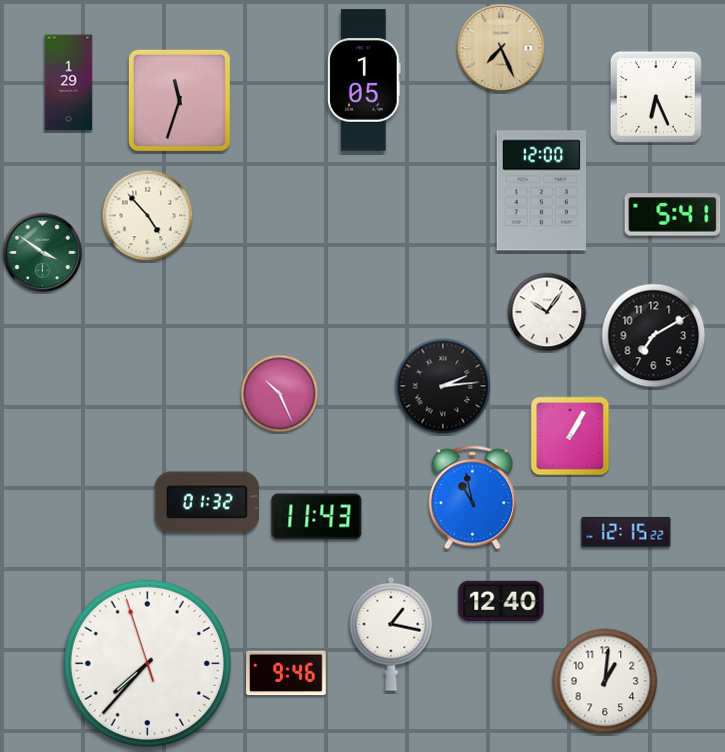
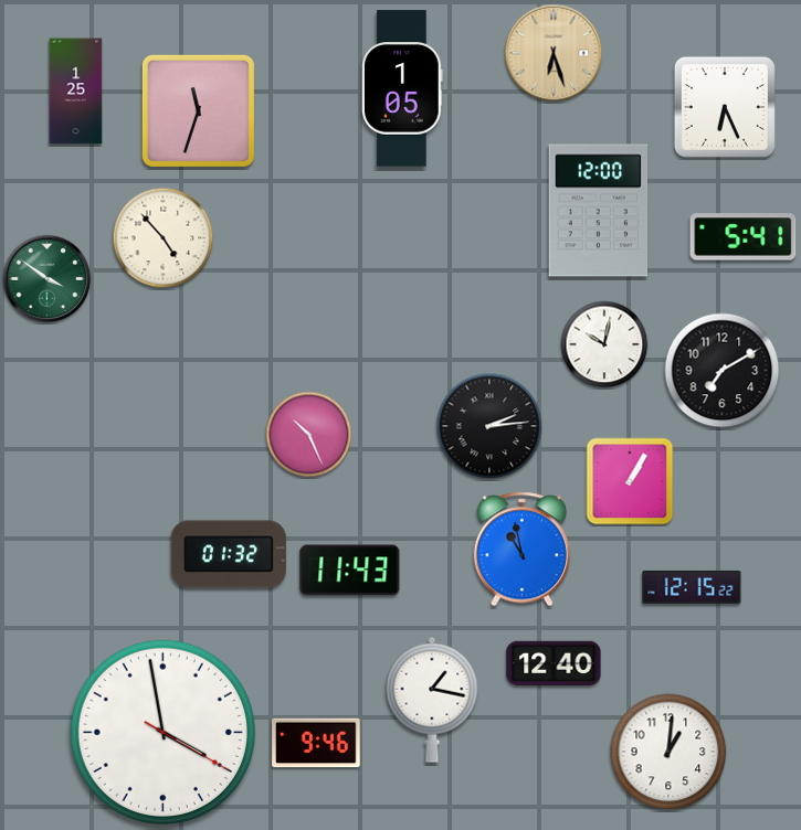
clock at (501, 48): 7:26 -> 6:27
clock at (69, 83): 1:29 -> 1:25
clock at (547, 312): 10:06 -> 10:02
clock at (147, 663): 7:36 -> 3:58
